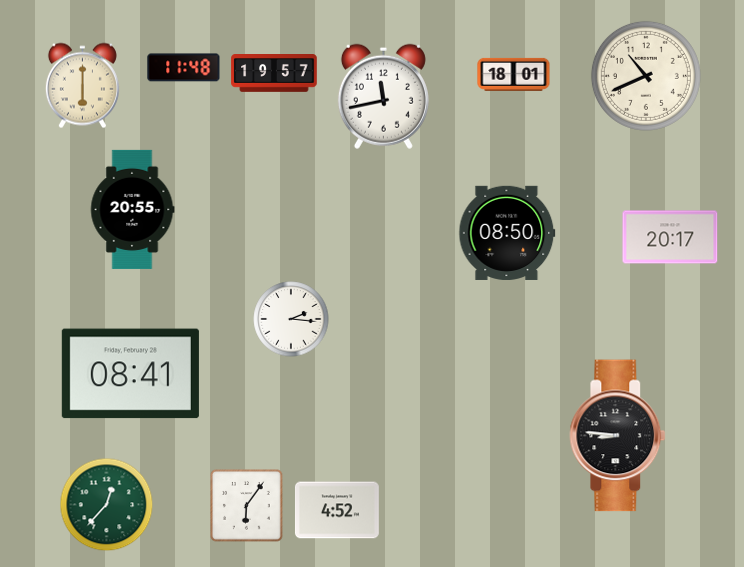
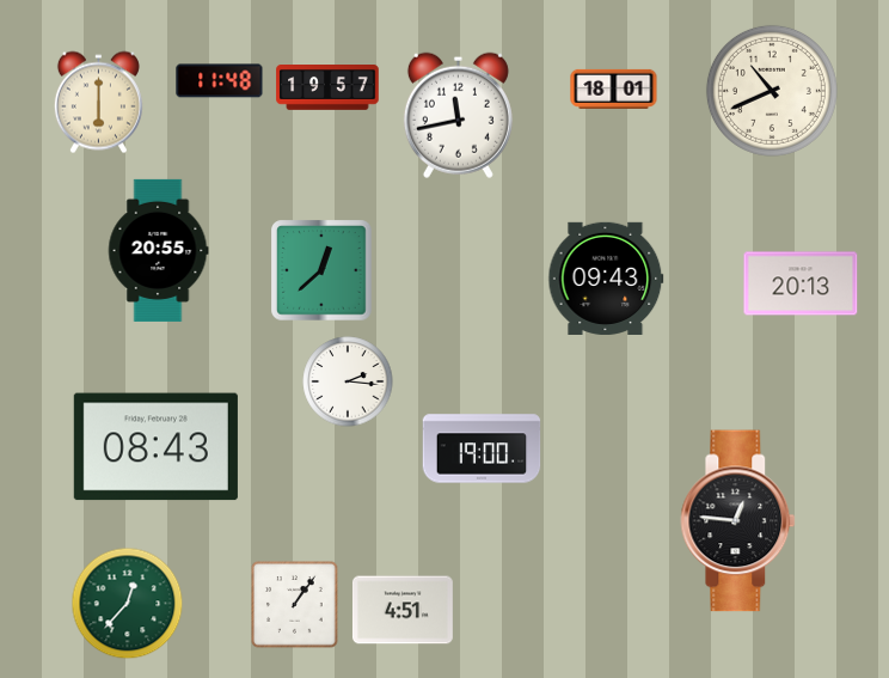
clock at (321, 270): none -> 12:38
clock at (507, 233): 08:50 -> 09:43
clock at (670, 237): 20:17 -> 20:13
clock at (130, 374): 08:41 -> 08:43
clock at (482, 448): none -> 19:00
clock at (618, 436): 8:46 -> 12:46
clock at (247, 506): 6:06 -> 1:06
clock at (337, 510): 4:52 -> 4:51
